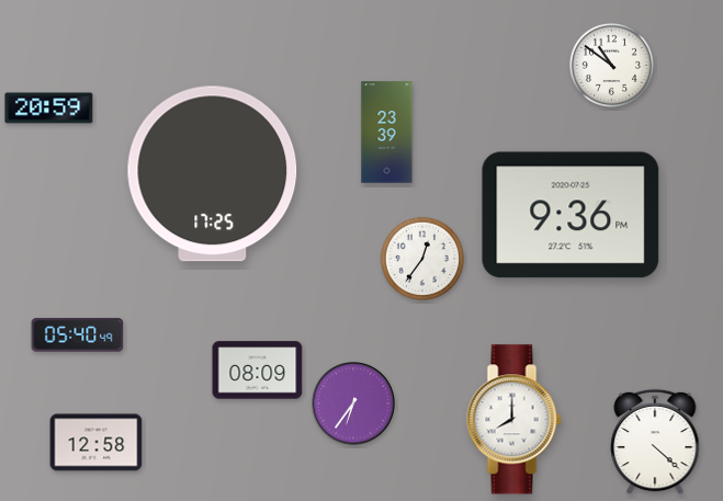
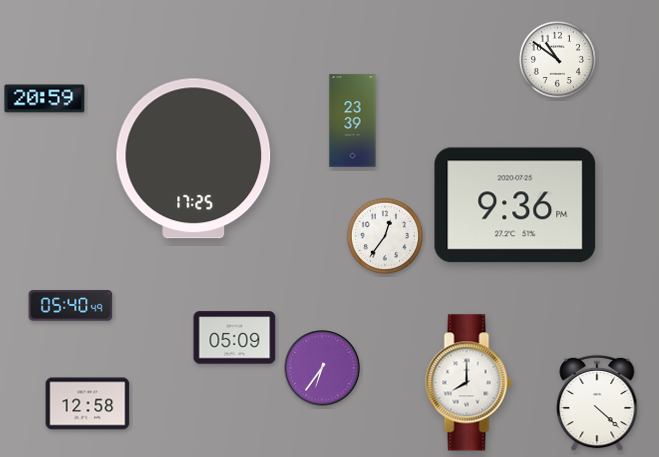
clock at (571, 215) position: (571, 215) -> (515, 205)
clock at (258, 371): 08:09 -> 05:09
